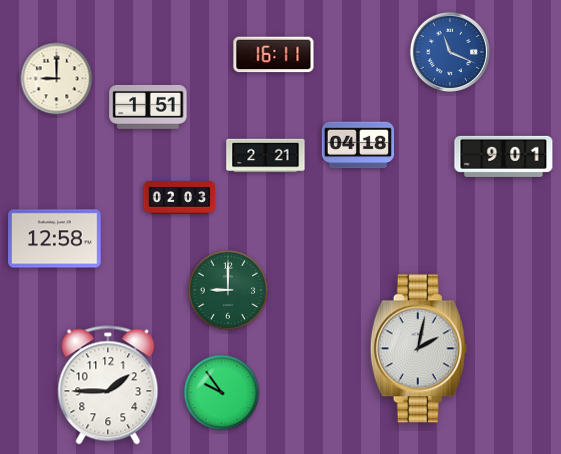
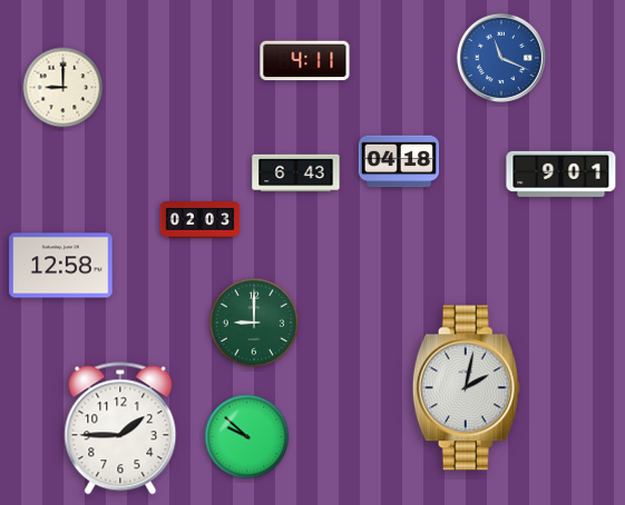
clock at (274, 55): 16:11 -> 4:11
clock at (148, 107): 1:51 -> none
clock at (266, 156): 2:21 -> 6:43
clock at (222, 393): 9:54 -> 9:52
